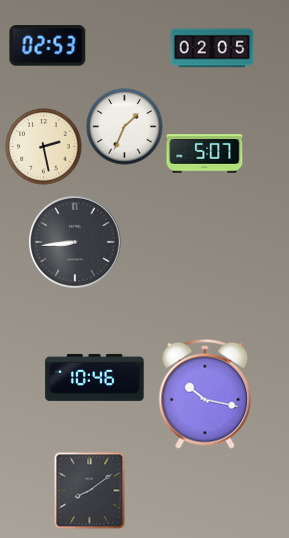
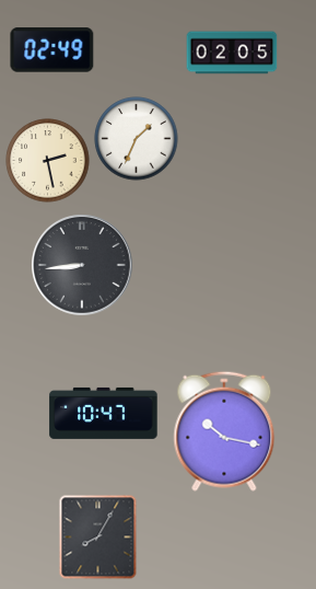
clock at (48, 46): 02:53 -> 02:49
clock at (205, 154): 5:07 -> none
clock at (95, 377): 10:46 -> 10:47
clock at (90, 491): 8:09 -> 8:05
